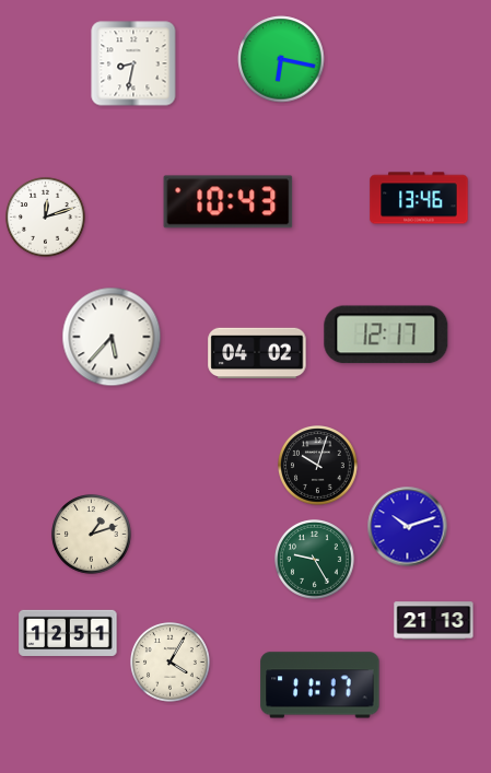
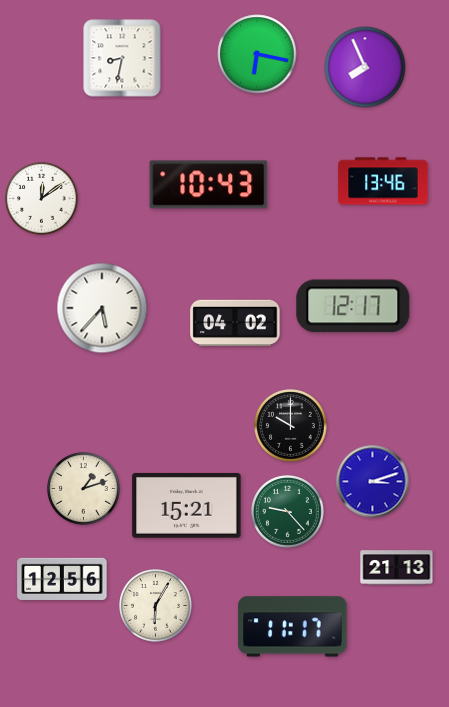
clock at (365, 67): none -> 7:56
clock at (46, 218): 12:12 -> 12:09
clock at (318, 466): 10:03 -> 10:00
clock at (408, 527): 10:12 -> 3:12
clock at (187, 505): none -> 15:21
clock at (315, 560): 9:25 -> 9:23
clock at (68, 633): 12:51 -> 12:56
clock at (171, 663): 4:05 -> 6:05
